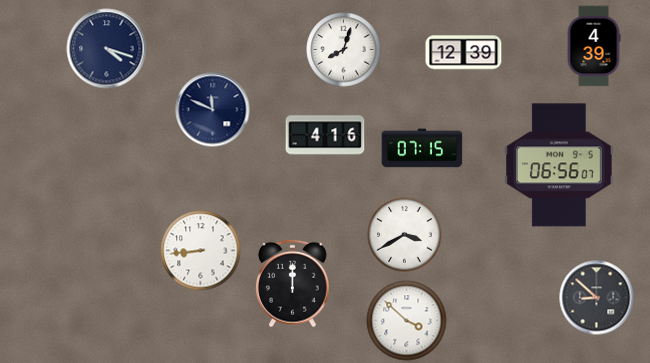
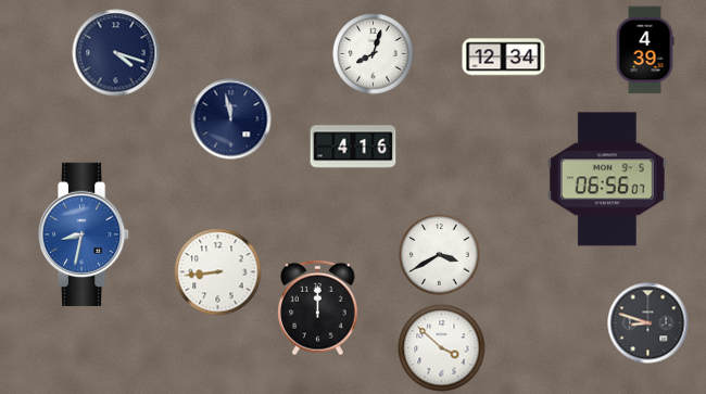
clock at (464, 53): 12:39 -> 12:34
clock at (213, 110): 11:49 -> 11:58
clock at (422, 148): 07:15 -> none
clock at (85, 234): none -> 8:32
clock at (597, 298): 8:52 -> 8:48
